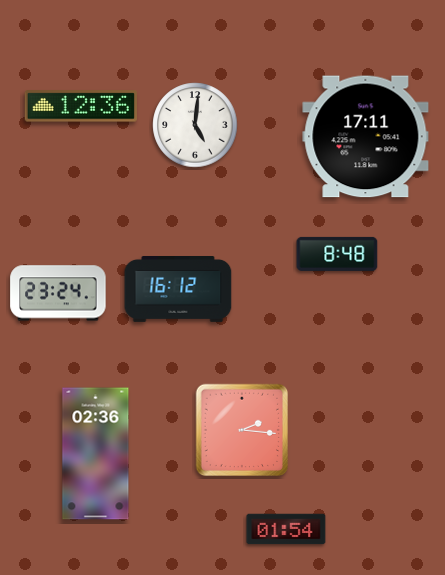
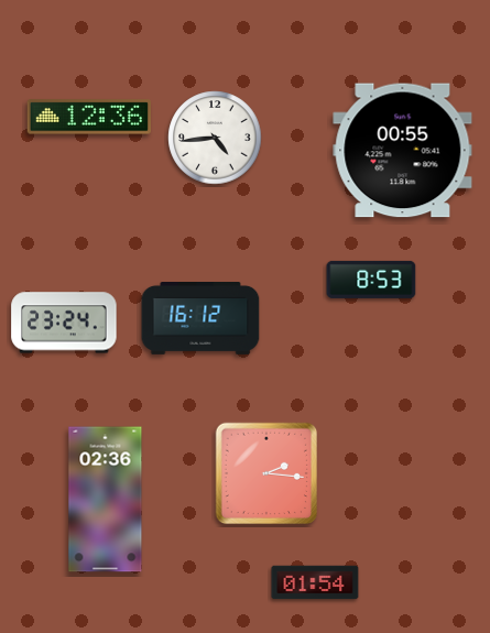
clock at (195, 125): 5:01 -> 4:44
clock at (366, 137): 17:11 -> 00:55
clock at (337, 254): 8:48 -> 8:53
clock at (178, 290) position: (178, 290) -> (200, 319)
